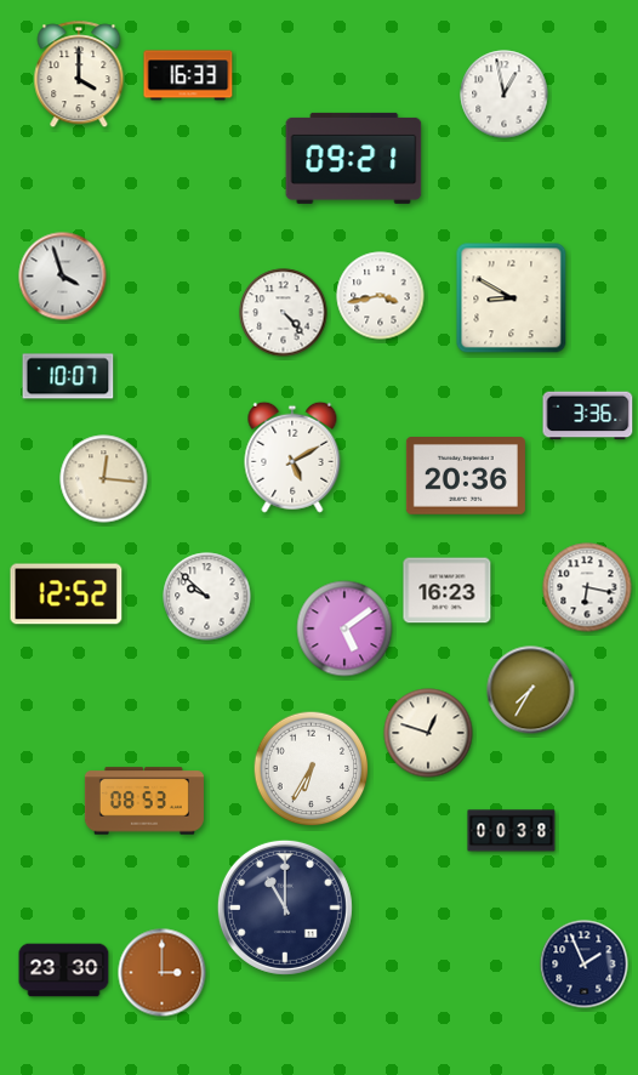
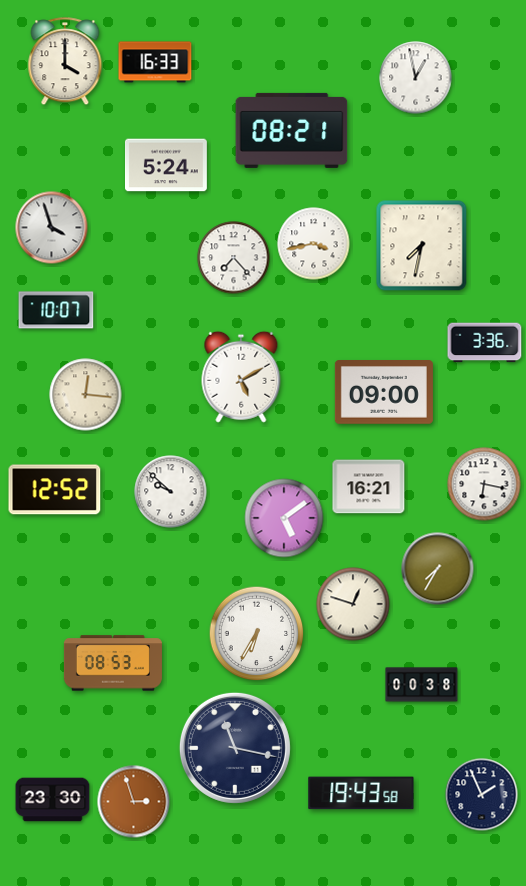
clock at (354, 158): 09:21 -> 08:21
clock at (167, 165): none -> 5:24
clock at (512, 298): 8:50 -> 7:32
clock at (284, 313): 4:23 -> 7:23
clock at (466, 477): 20:36 -> 09:00
clock at (448, 591): 16:23 -> 16:21
clock at (144, 801) position: (144, 801) -> (113, 663)
clock at (285, 908): 11:00 -> 11:17
clock at (361, 793): none -> 19:43
clock at (163, 973): 3:00 -> 2:57
